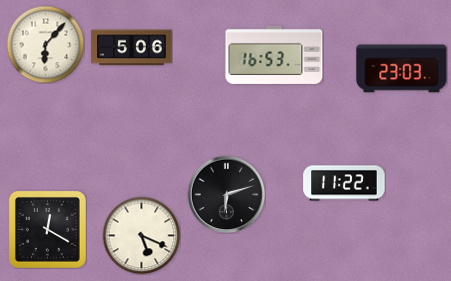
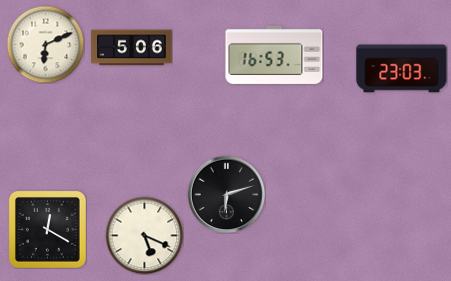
clock at (45, 44): 6:07 -> 6:11
clock at (344, 183): 11:22 -> none
clock at (141, 235) position: (141, 235) -> (144, 235)
